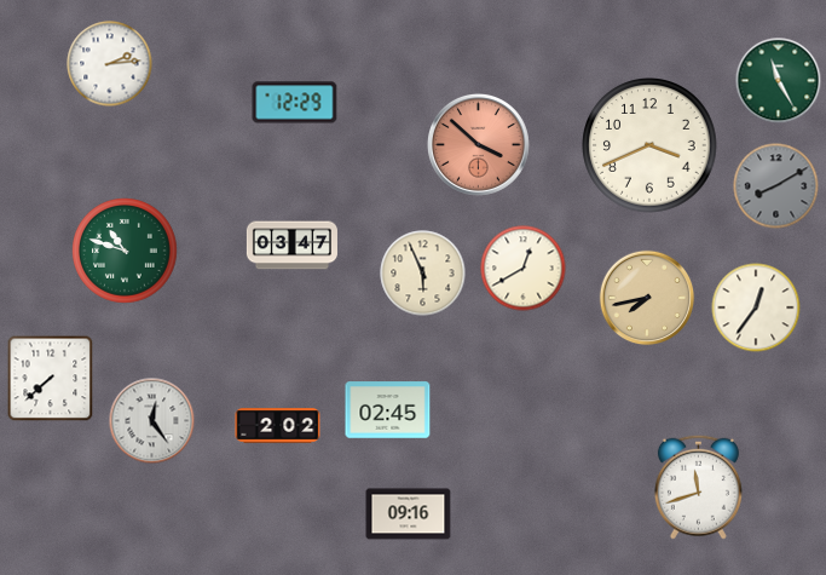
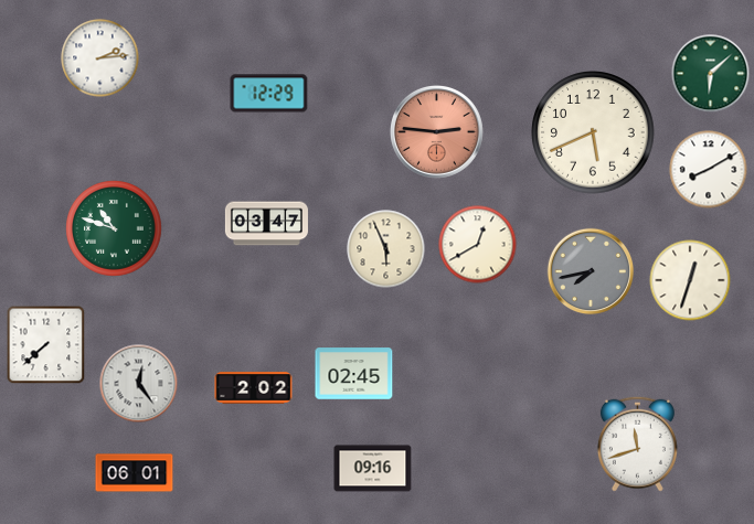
clock at (779, 81): 11:25 -> 6:08
clock at (478, 144): 3:52 -> 2:46
clock at (649, 145): 3:41 -> 5:41
clock at (776, 186) dial: grey -> white
clock at (647, 298) dial: champagne -> grey
clock at (756, 307): 12:36 -> 12:33
clock at (135, 473): none -> 06:01
